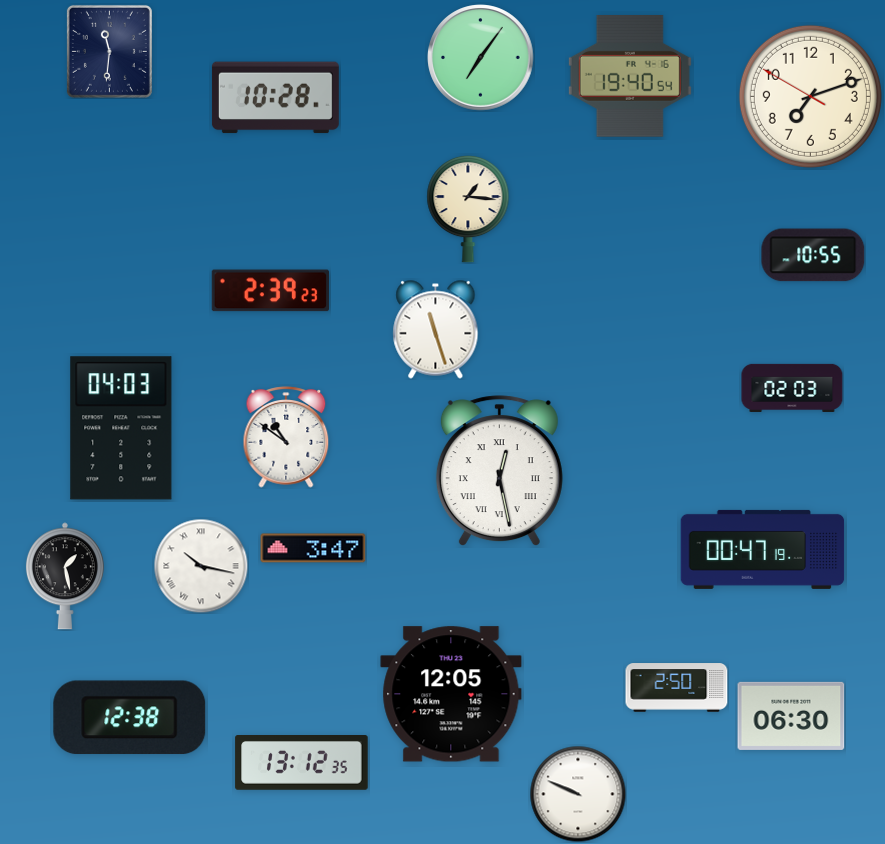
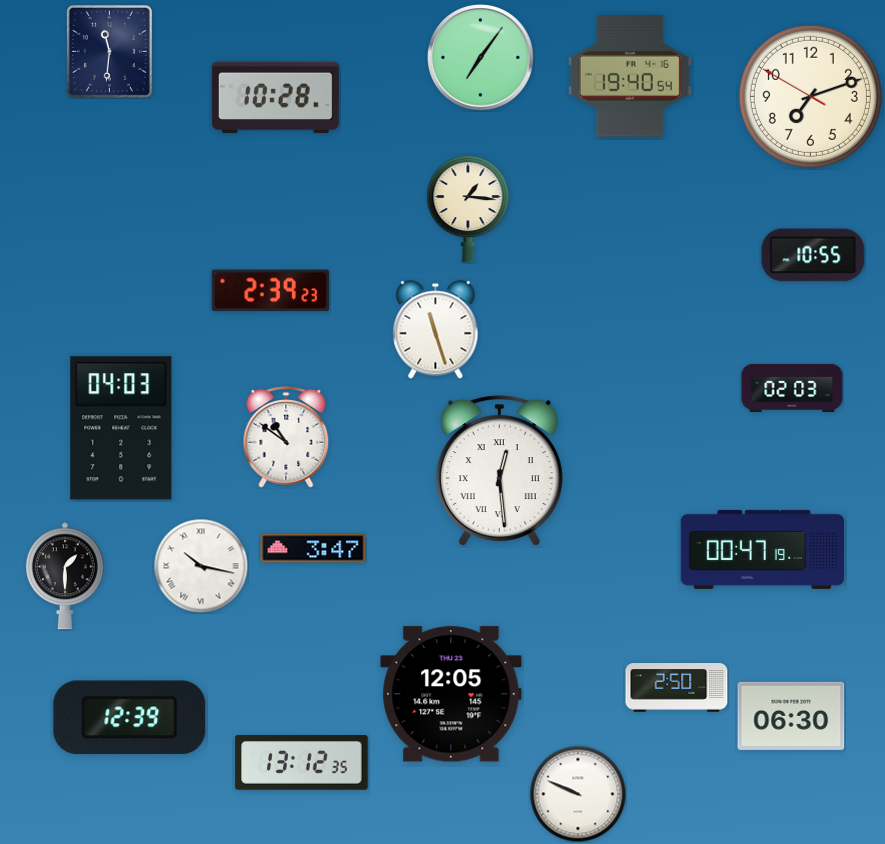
clock at (499, 471): 12:28 -> 12:29
clock at (65, 576): 1:28 -> 1:30
clock at (130, 718): 12:38 -> 12:39
